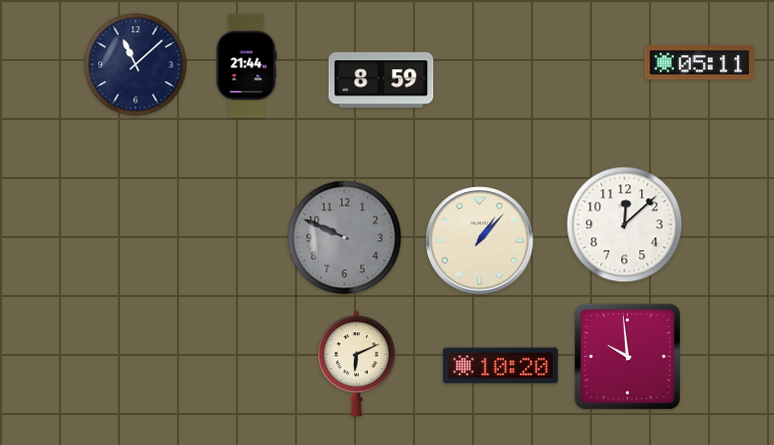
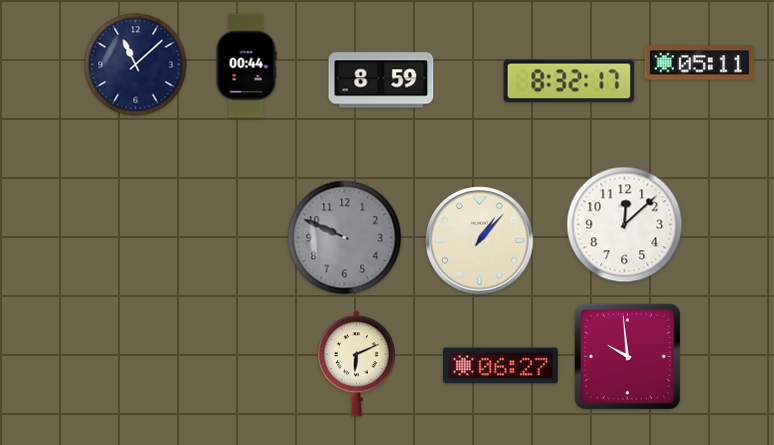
clock at (246, 66): 21:44 -> 00:44
clock at (569, 81): none -> 8:32
clock at (500, 366): 10:20 -> 06:27
